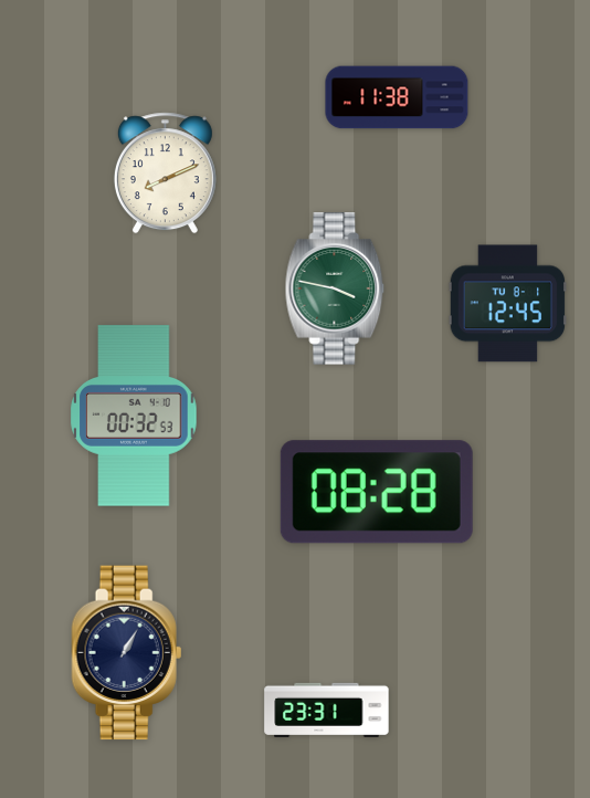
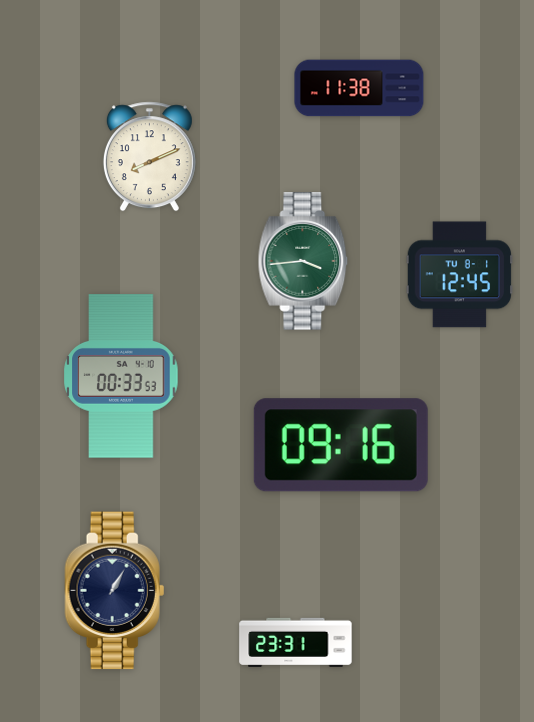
clock at (335, 288): 3:47 -> 3:44
clock at (134, 416): 00:32 -> 00:33
clock at (377, 492): 08:28 -> 09:16
